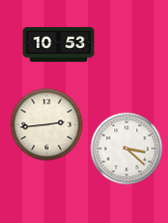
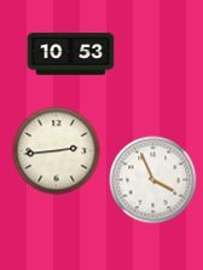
clock at (127, 149): 3:22 -> 3:56
